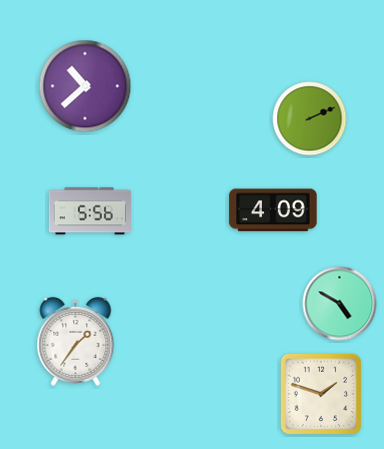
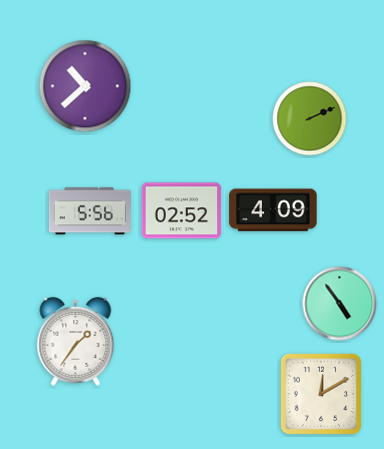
clock at (182, 211): none -> 02:52
clock at (340, 304): 4:50 -> 4:54
clock at (321, 394): 1:48 -> 12:10
